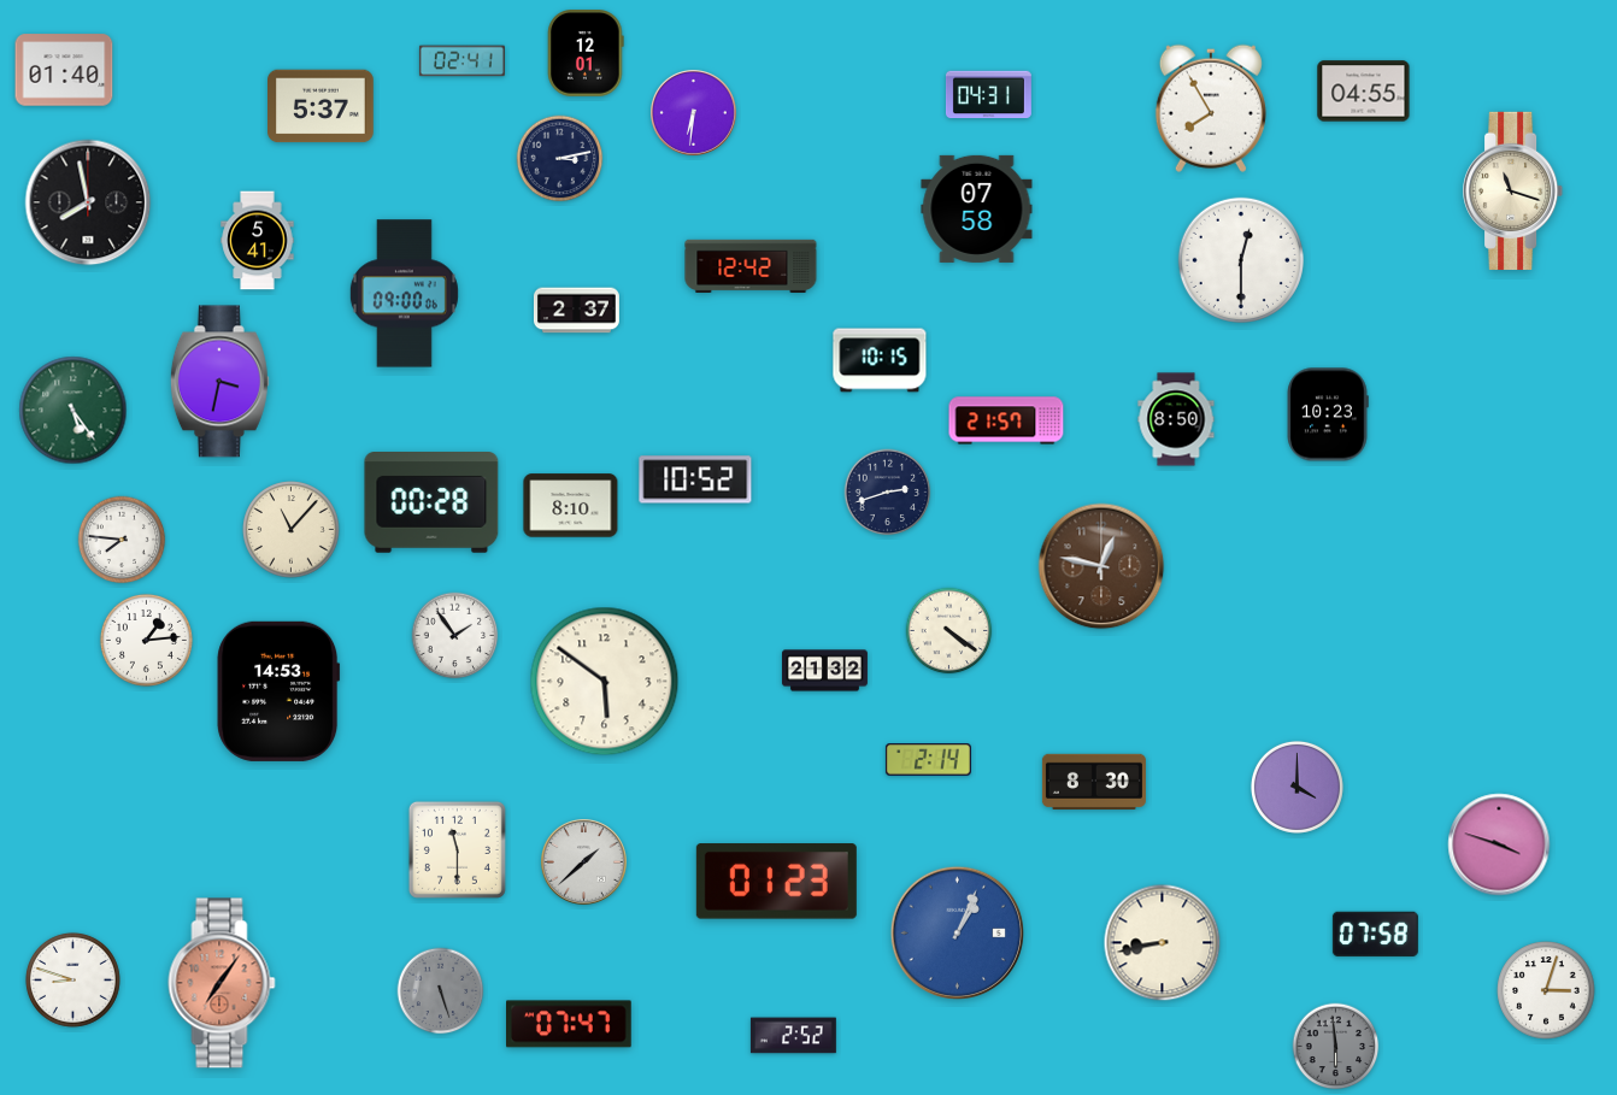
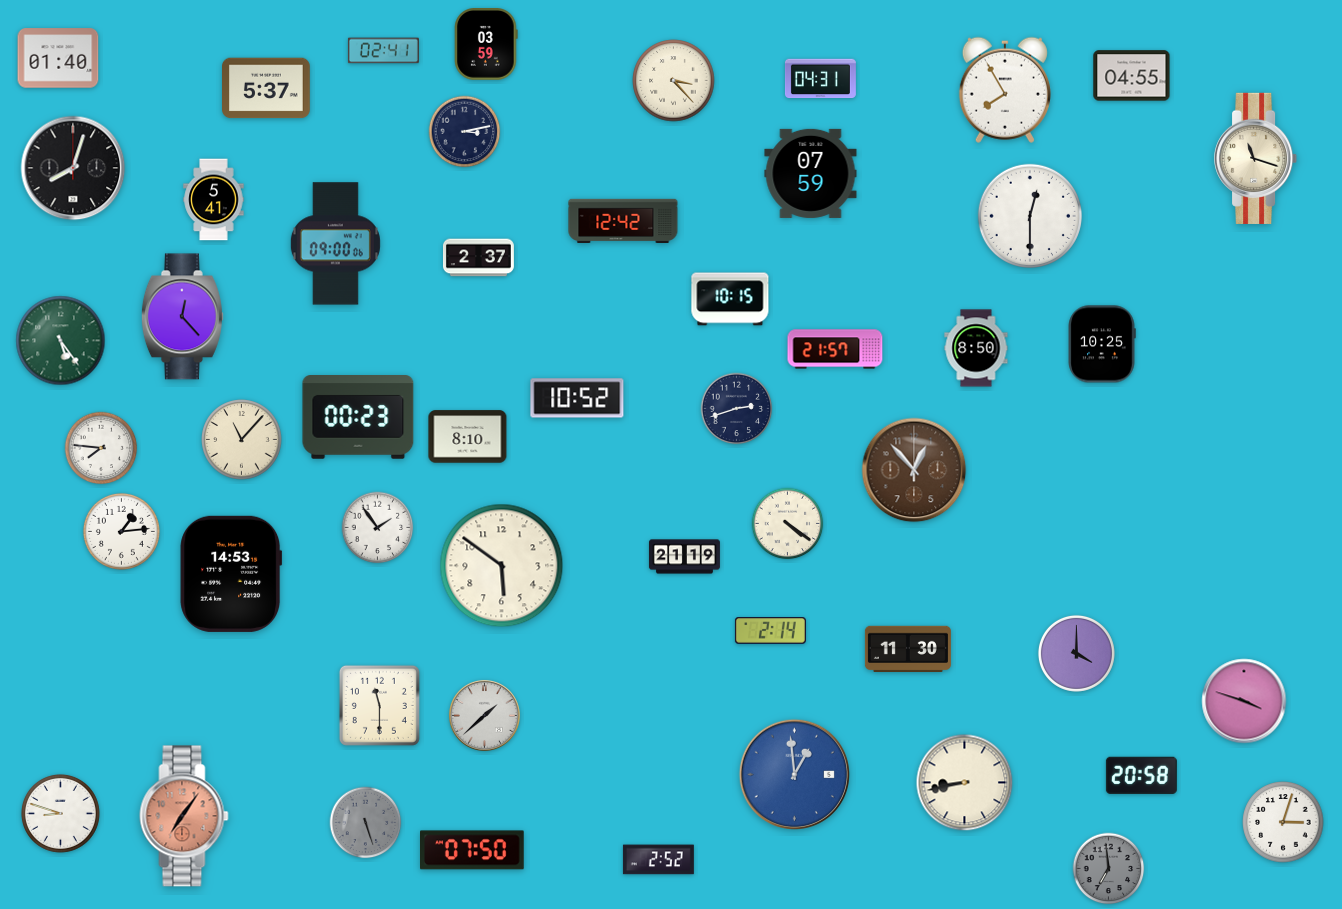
clock at (586, 54): 12:01 -> 03:59
clock at (64, 70) position: (64, 70) -> (58, 58)
clock at (674, 81): none -> 3:23
clock at (693, 112): 6:31 -> none
clock at (88, 202): 7:58 -> 8:03
clock at (977, 208): 07:58 -> 07:59
clock at (219, 382): 3:32 -> 12:23
clock at (1328, 414): 10:23 -> 10:25
clock at (431, 504): 00:28 -> 00:23
clock at (571, 506) position: (571, 506) -> (468, 437)
clock at (1101, 566): 12:47 -> 12:53
clock at (824, 671): 21:32 -> 21:19
clock at (1094, 781): 8:30 -> 11:30
clock at (776, 882): 01:23 -> none
clock at (957, 932): 1:04 -> 12:59
clock at (1375, 935): 07:58 -> 20:58
clock at (570, 1024): 07:47 -> 07:50
clock at (1336, 1047): 5:59 -> 6:59
